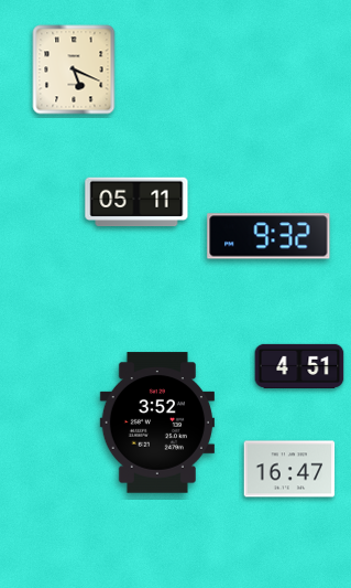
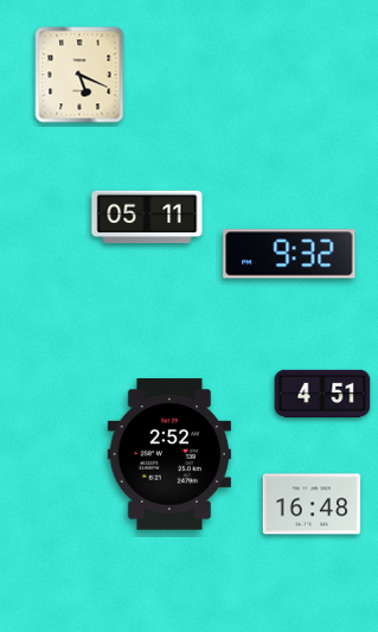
clock at (157, 423): 3:52 -> 2:52
clock at (289, 469): 16:47 -> 16:48
